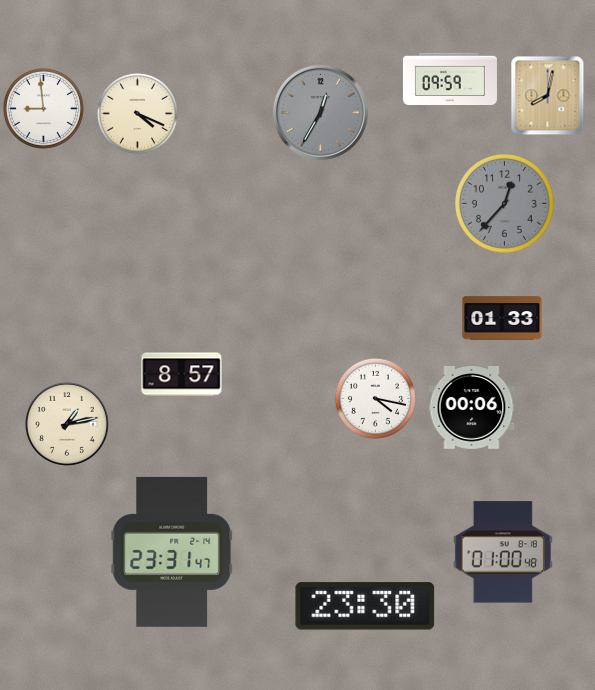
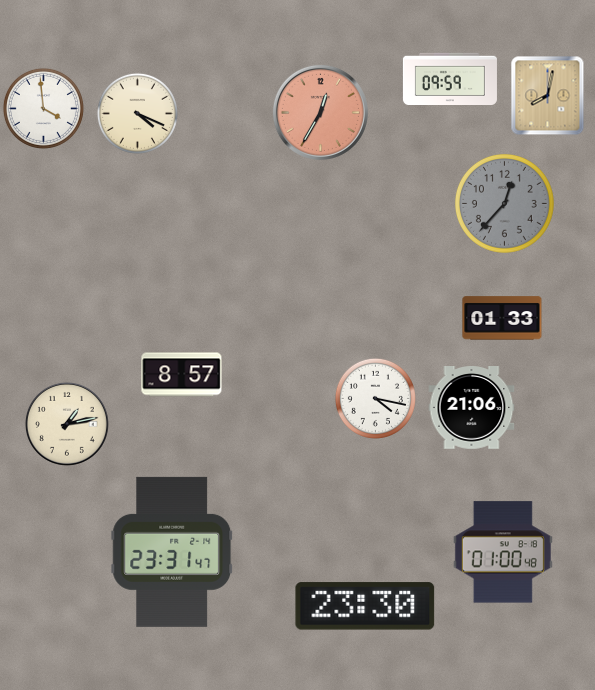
clock at (43, 108): 8:59 -> 3:59
clock at (320, 112) dial: grey -> salmon
clock at (472, 408): 00:06 -> 21:06
